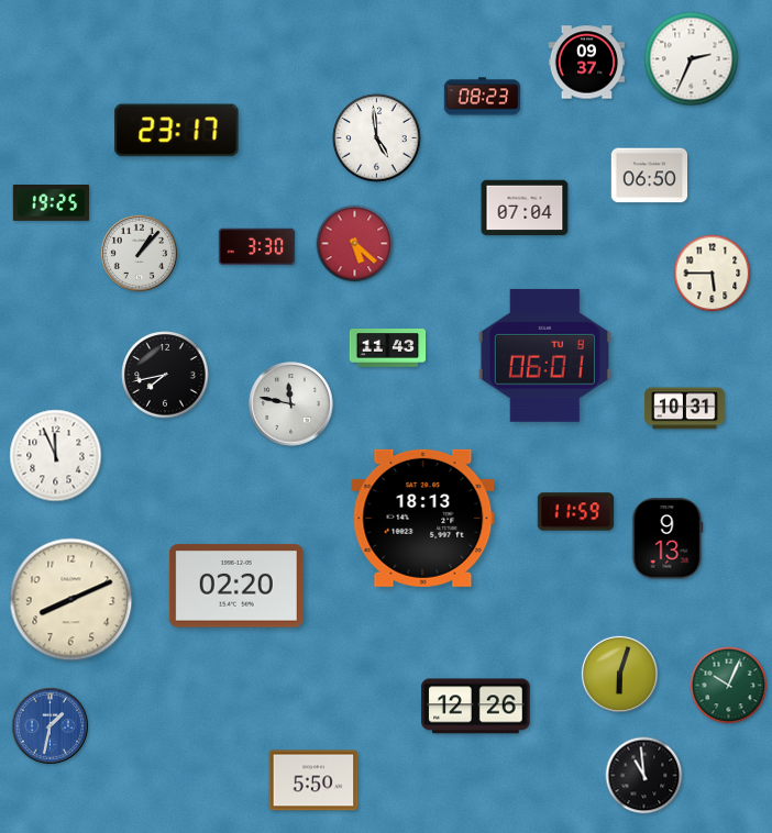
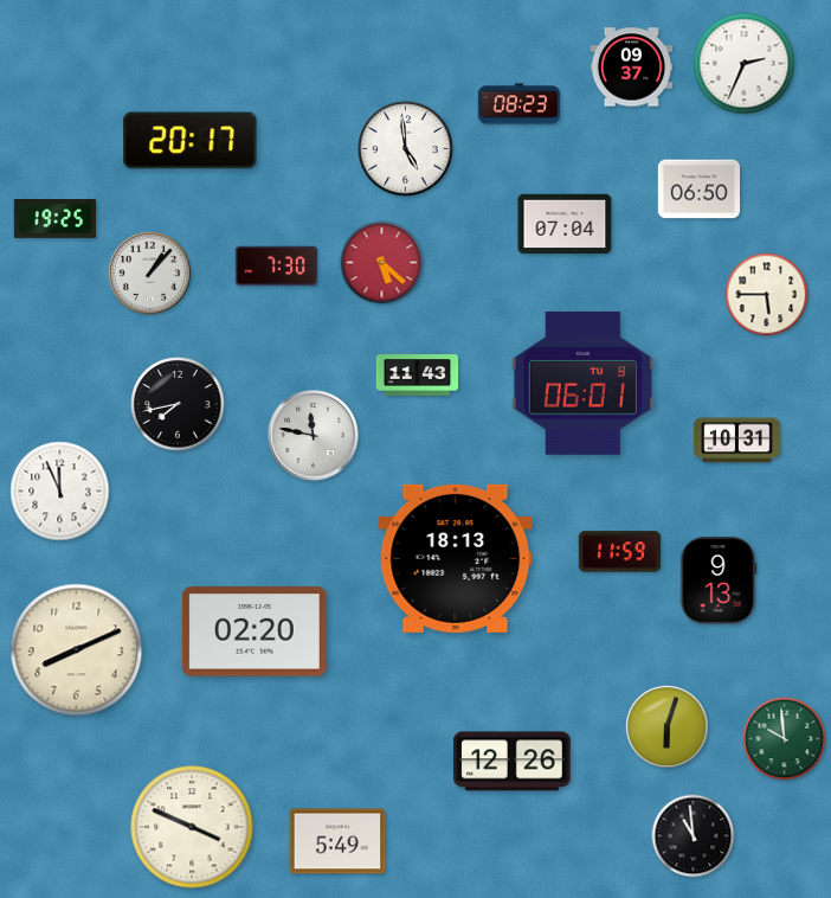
clock at (177, 131): 23:17 -> 20:17
clock at (257, 247): 3:30 -> 7:30
clock at (544, 355) position: (544, 355) -> (582, 383)
clock at (71, 600) position: (71, 600) -> (77, 650)
clock at (729, 686): 10:04 -> 9:59
clock at (49, 725): 1:32 -> none
clock at (192, 827): none -> 3:49
clock at (313, 780): 5:50 -> 5:49
